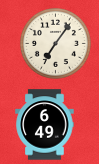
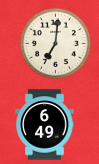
clock at (55, 43): 7:06 -> 7:01
